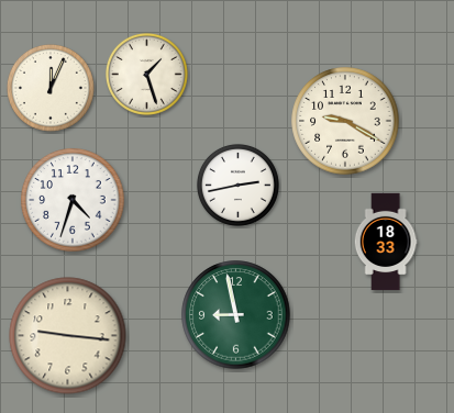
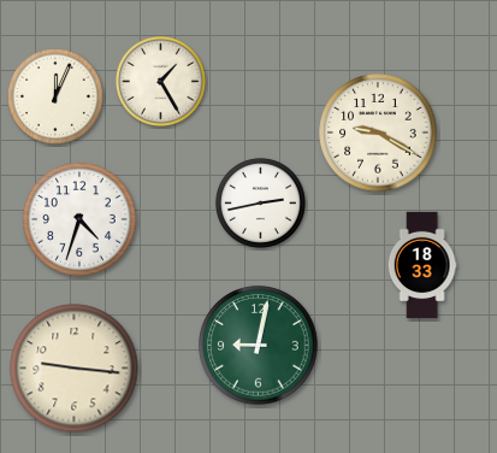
clock at (146, 74): 1:27 -> 1:25
clock at (236, 315): 8:58 -> 9:02
